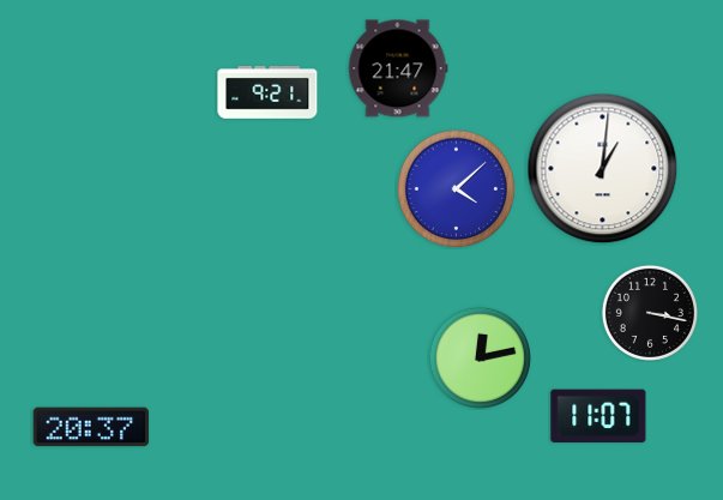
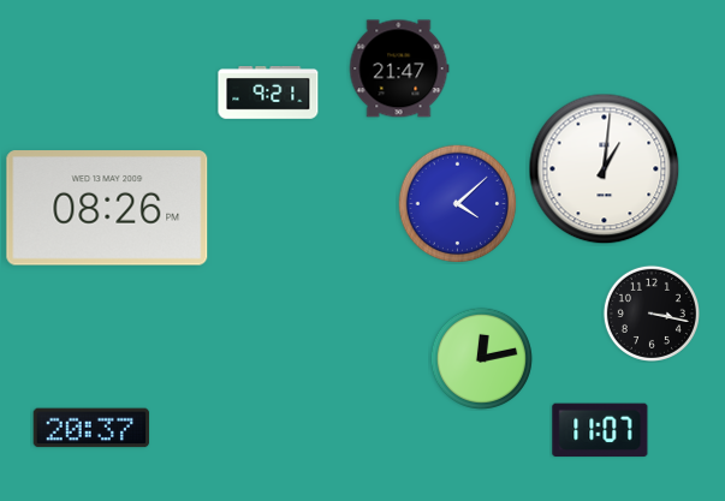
clock at (457, 189) position: (457, 189) -> (458, 204)
clock at (107, 208): none -> 08:26
clock at (598, 416) position: (598, 416) -> (600, 430)
